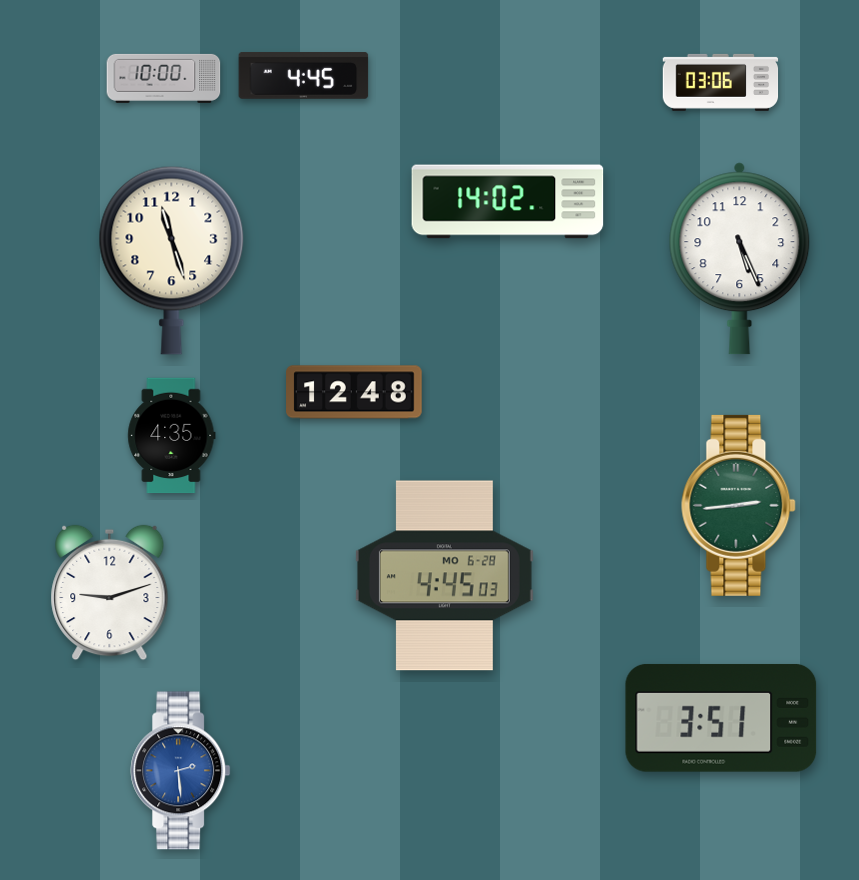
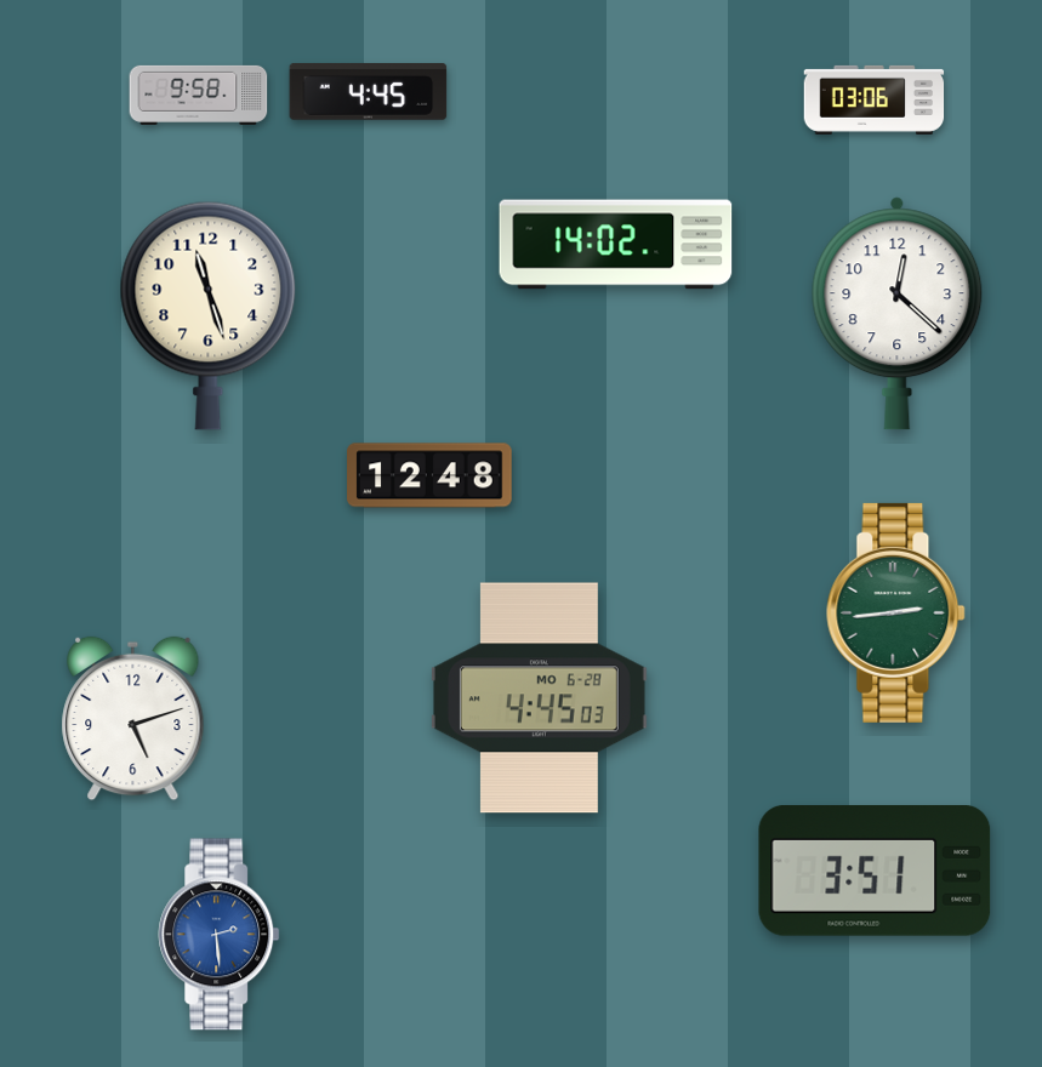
clock at (164, 78): 10:00 -> 9:58
clock at (740, 259): 5:26 -> 12:22
clock at (172, 436): 4:35 -> none
clock at (110, 593): 9:12 -> 5:12
